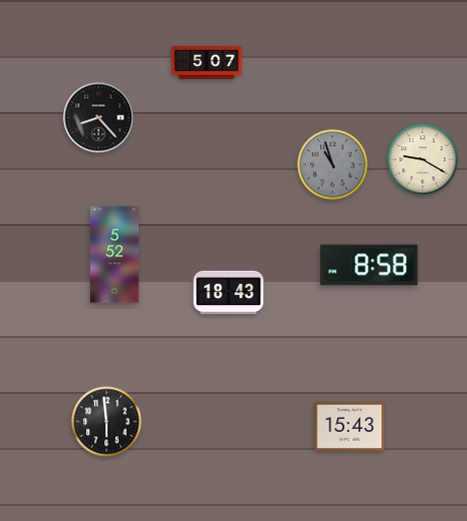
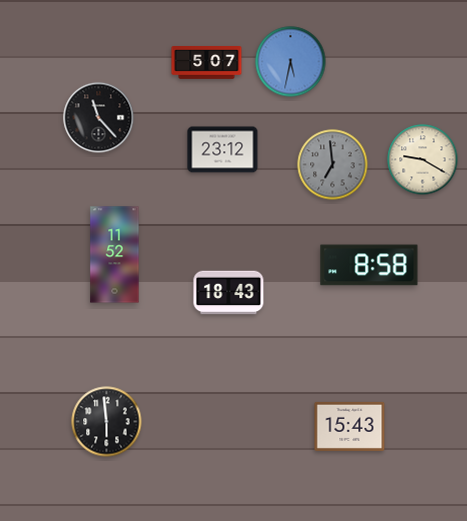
clock at (291, 62): none -> 5:32
clock at (99, 118): 8:23 -> 11:23
clock at (223, 150): none -> 23:12
clock at (333, 165): 10:57 -> 6:59
clock at (115, 255): 5:52 -> 11:52
